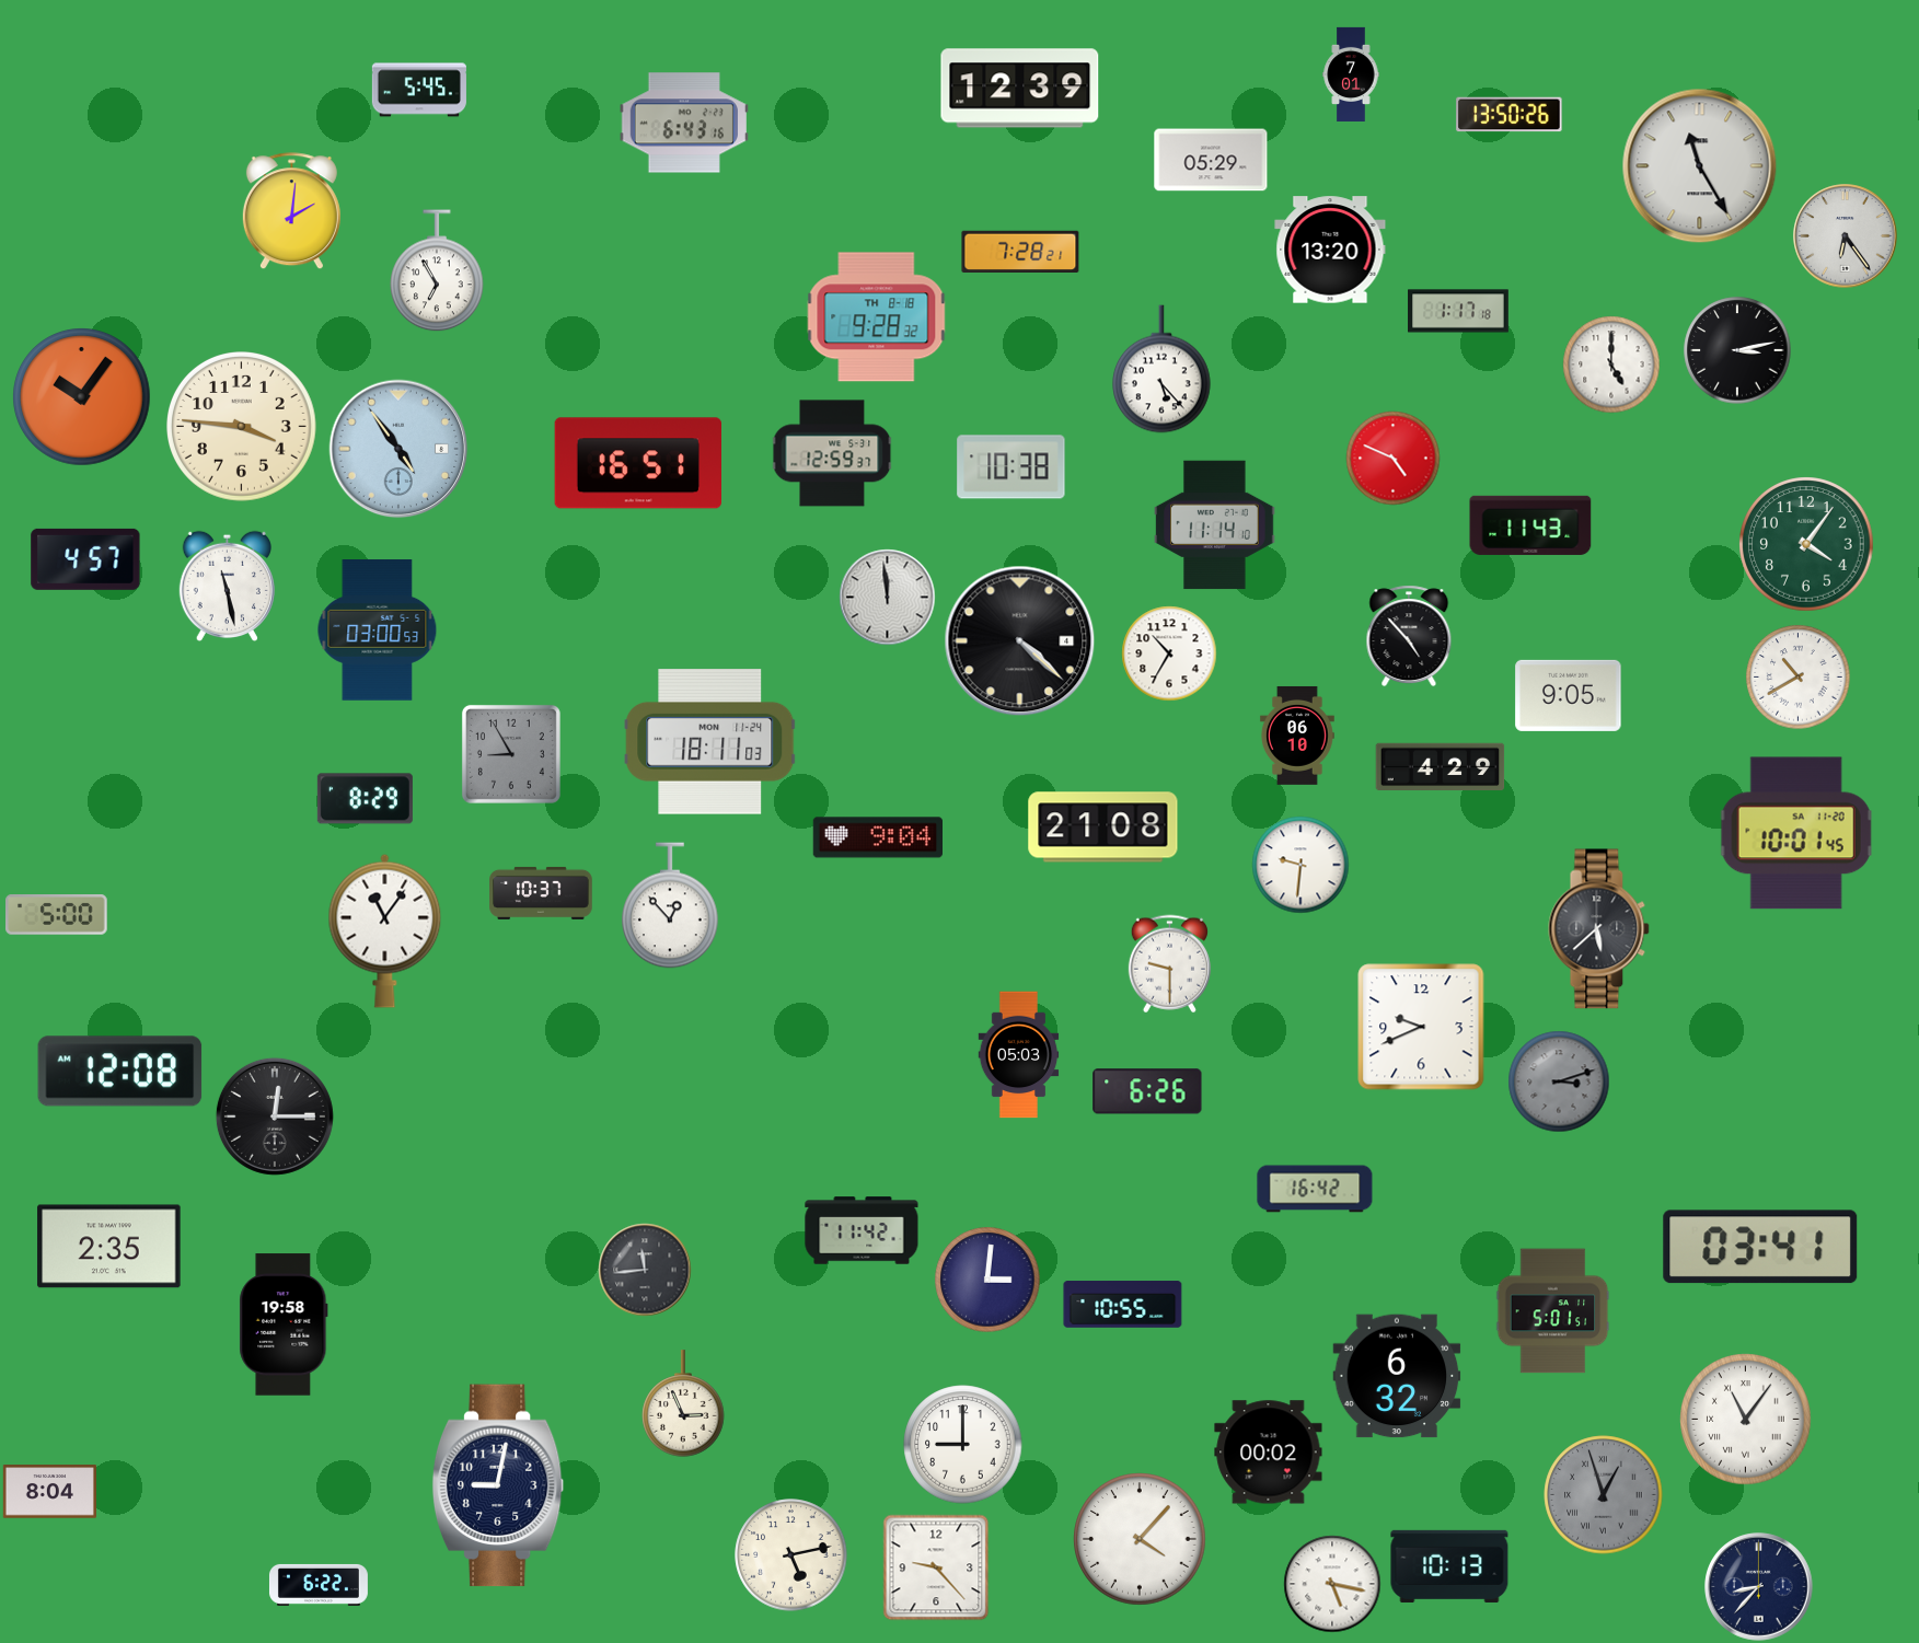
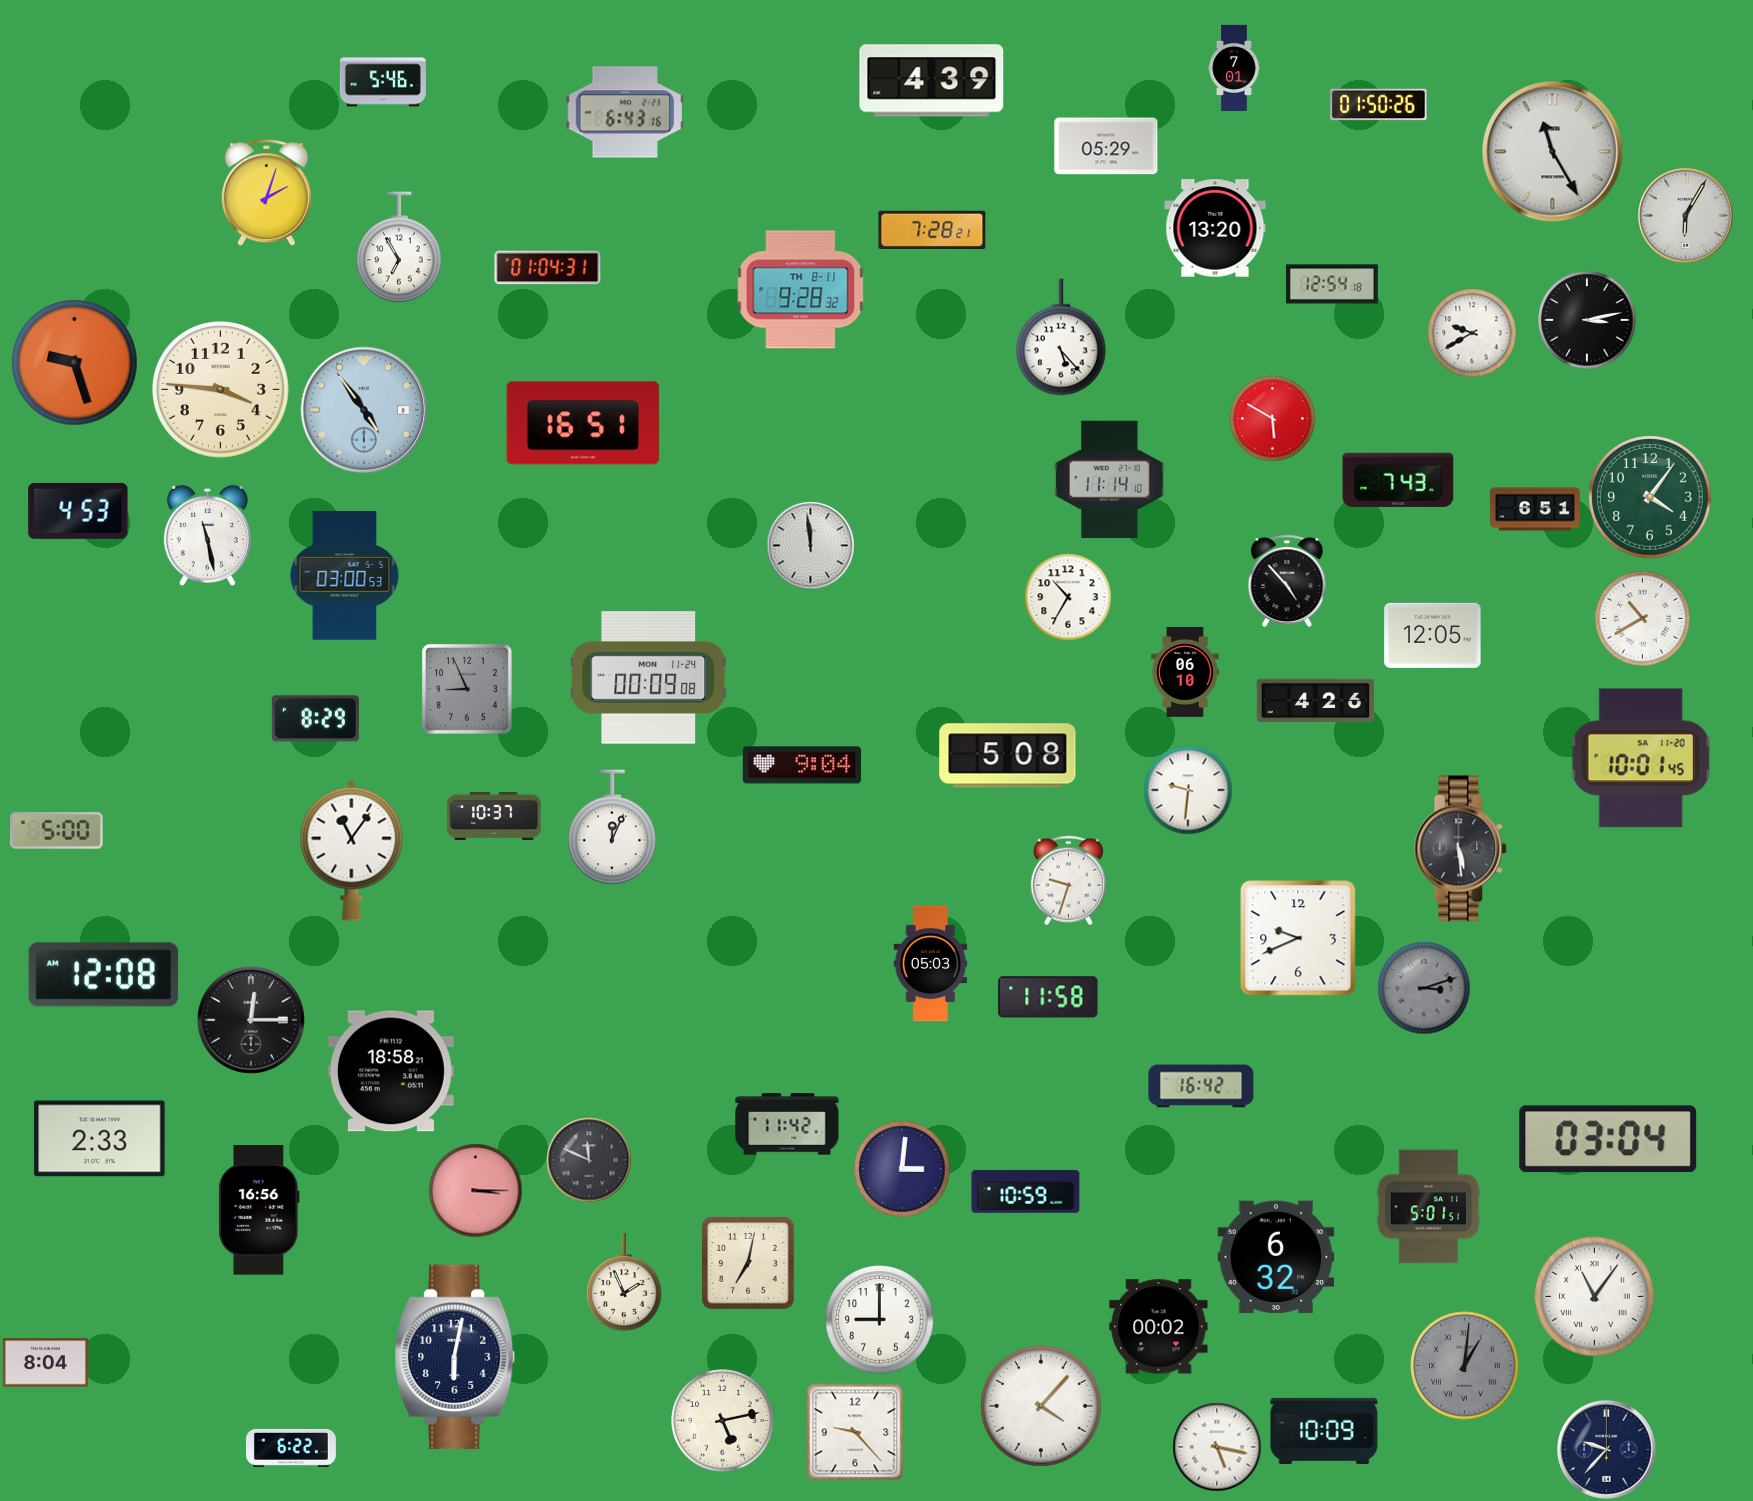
clock at (1020, 89): 12:39 -> 4:39
clock at (419, 90): 5:45 -> 5:46
clock at (1510, 115): 13:50 -> 01:50
clock at (291, 211): 2:01 -> 2:03
clock at (1846, 236): 6:24 -> 6:05
clock at (548, 268): none -> 01:04
clock at (1458, 311): 1:17 -> 12:54
clock at (877, 317) date: TH 8-18 -> TH 8-11
clock at (1611, 365): 5:00 -> 9:40
clock at (82, 397): 10:06 -> 9:27
clock at (832, 453): 12:59 -> none
clock at (1394, 459): 4:49 -> 5:50
clock at (1011, 467): 10:38 -> none
clock at (1530, 525): 11:43 -> 7:43
clock at (1535, 509): none -> 6:51
clock at (85, 559): 4:57 -> 4:53
clock at (1020, 641): 4:22 -> none
clock at (1569, 695): 9:05 -> 12:05
clock at (710, 742): 18:11 -> 00:09
clock at (511, 754): 8:55 -> 8:56
clock at (1441, 767): 4:29 -> 4:26
clock at (365, 799) position: (365, 799) -> (315, 719)
clock at (1103, 828): 21:08 -> 5:08
clock at (1796, 833) position: (1796, 833) -> (1641, 758)
clock at (670, 905): 12:53 -> 12:04
clock at (57, 915) position: (57, 915) -> (57, 831)
clock at (1599, 929): 5:38 -> 5:29
clock at (1169, 964): 9:30 -> 9:33
clock at (120, 1072) position: (120, 1072) -> (104, 975)
clock at (1147, 1091): 6:26 -> 11:58
clock at (391, 1071): none -> 18:58
clock at (109, 1247): 2:35 -> 2:33
clock at (1760, 1247): 03:41 -> 03:04
clock at (645, 1270): 11:44 -> 11:49
clock at (476, 1191): none -> 3:15
clock at (1123, 1305): 10:55 -> 10:59
clock at (1553, 1311) position: (1553, 1311) -> (1429, 1207)
clock at (284, 1324): 19:58 -> 16:56
clock at (748, 1263): none -> 7:02
clock at (683, 1403): 2:56 -> 1:56
clock at (498, 1485): 9:02 -> 6:02
clock at (1604, 1495): 12:57 -> 1:01
clock at (1449, 1566): 10:13 -> 10:09
clock at (1759, 1587): 8:37 -> 9:37
